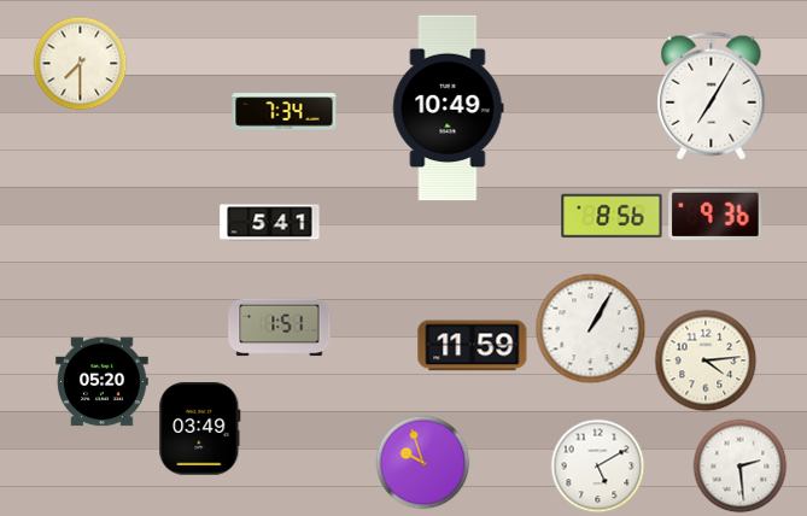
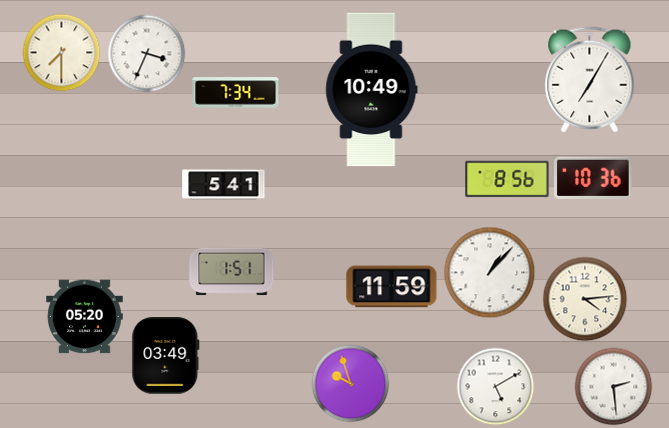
clock at (80, 63) position: (80, 63) -> (61, 52)
clock at (146, 53): none -> 3:34
clock at (717, 215): 9:36 -> 10:36
clock at (590, 328): 1:05 -> 1:07
